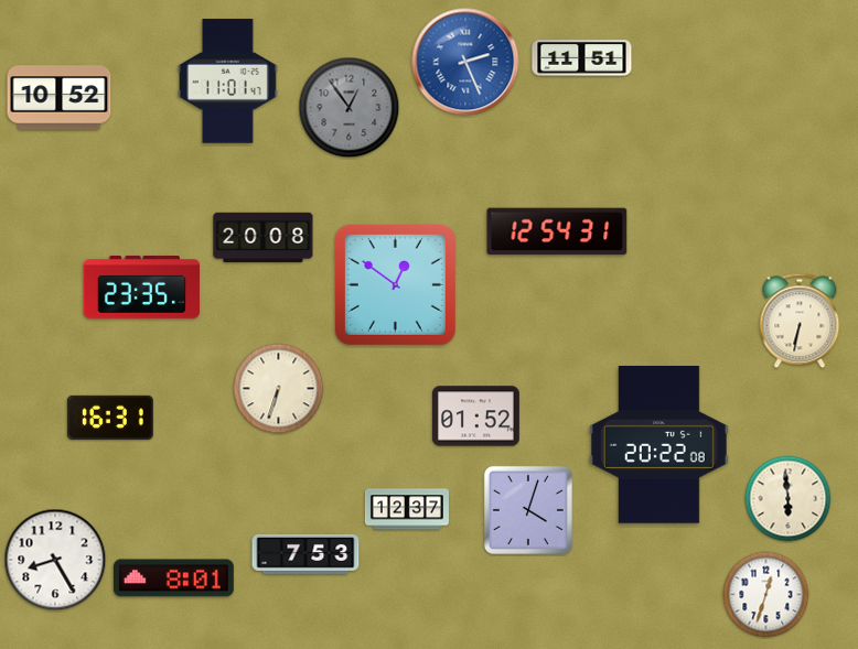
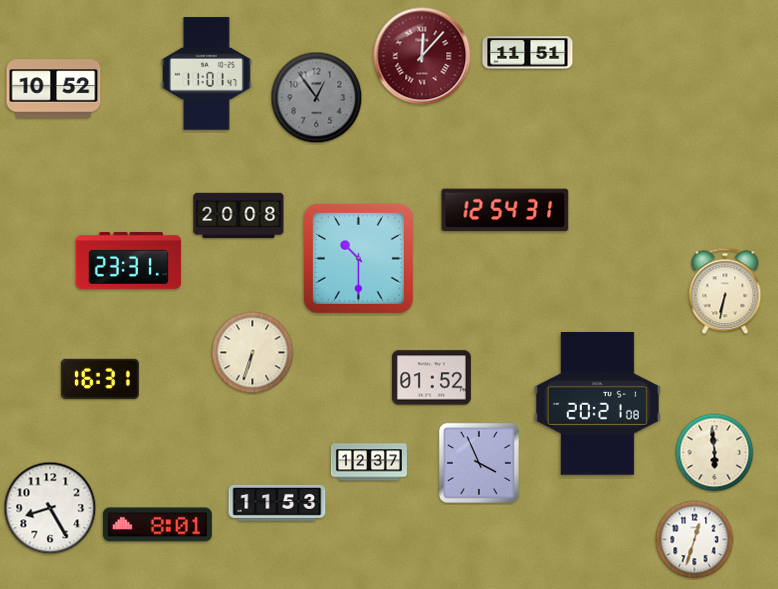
clock at (465, 62): 2:26 -> 12:07
clock at (465, 62) dial: blue -> burgundy
clock at (395, 284): 12:51 -> 10:30
clock at (141, 288): 23:35 -> 23:31
clock at (658, 445): 20:22 -> 20:21
clock at (528, 510): 4:03 -> 3:56
clock at (305, 554): 7:53 -> 11:53
